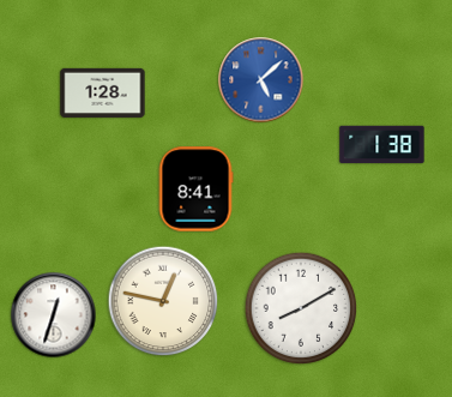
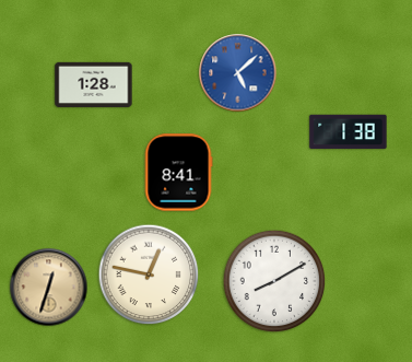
clock at (54, 315) dial: white -> champagne
